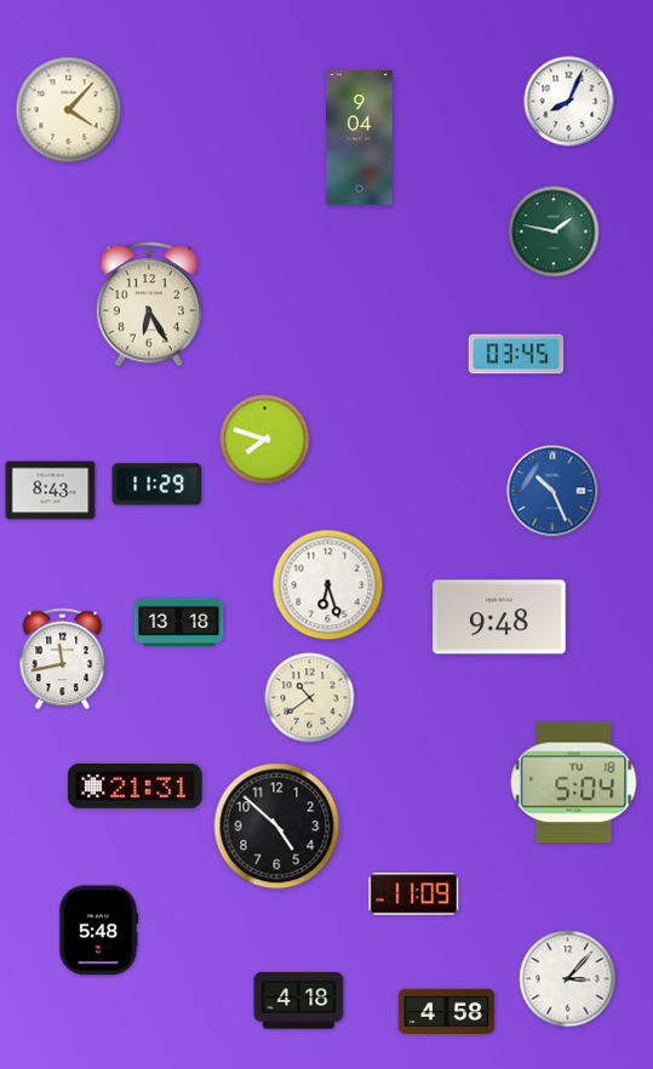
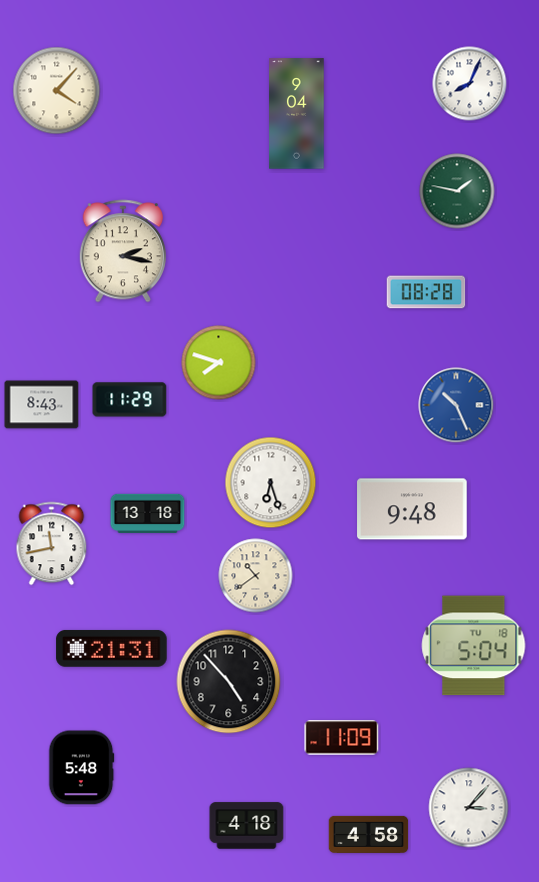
clock at (149, 304): 6:25 -> 2:17
clock at (516, 354): 03:45 -> 08:28
clock at (277, 827): 4:52 -> 4:53
